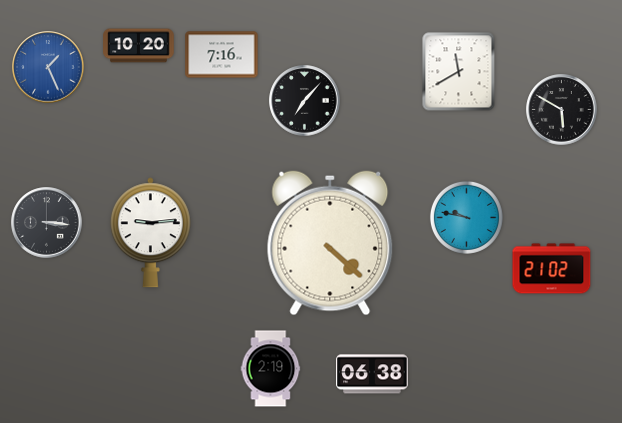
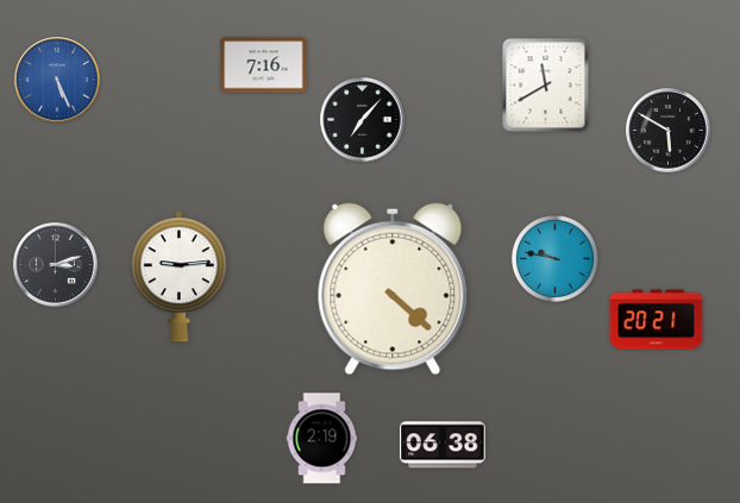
clock at (139, 46): 10:20 -> none
clock at (48, 67): 1:26 -> 5:26
clock at (47, 223): 3:16 -> 3:12
clock at (552, 269): 21:02 -> 20:21
